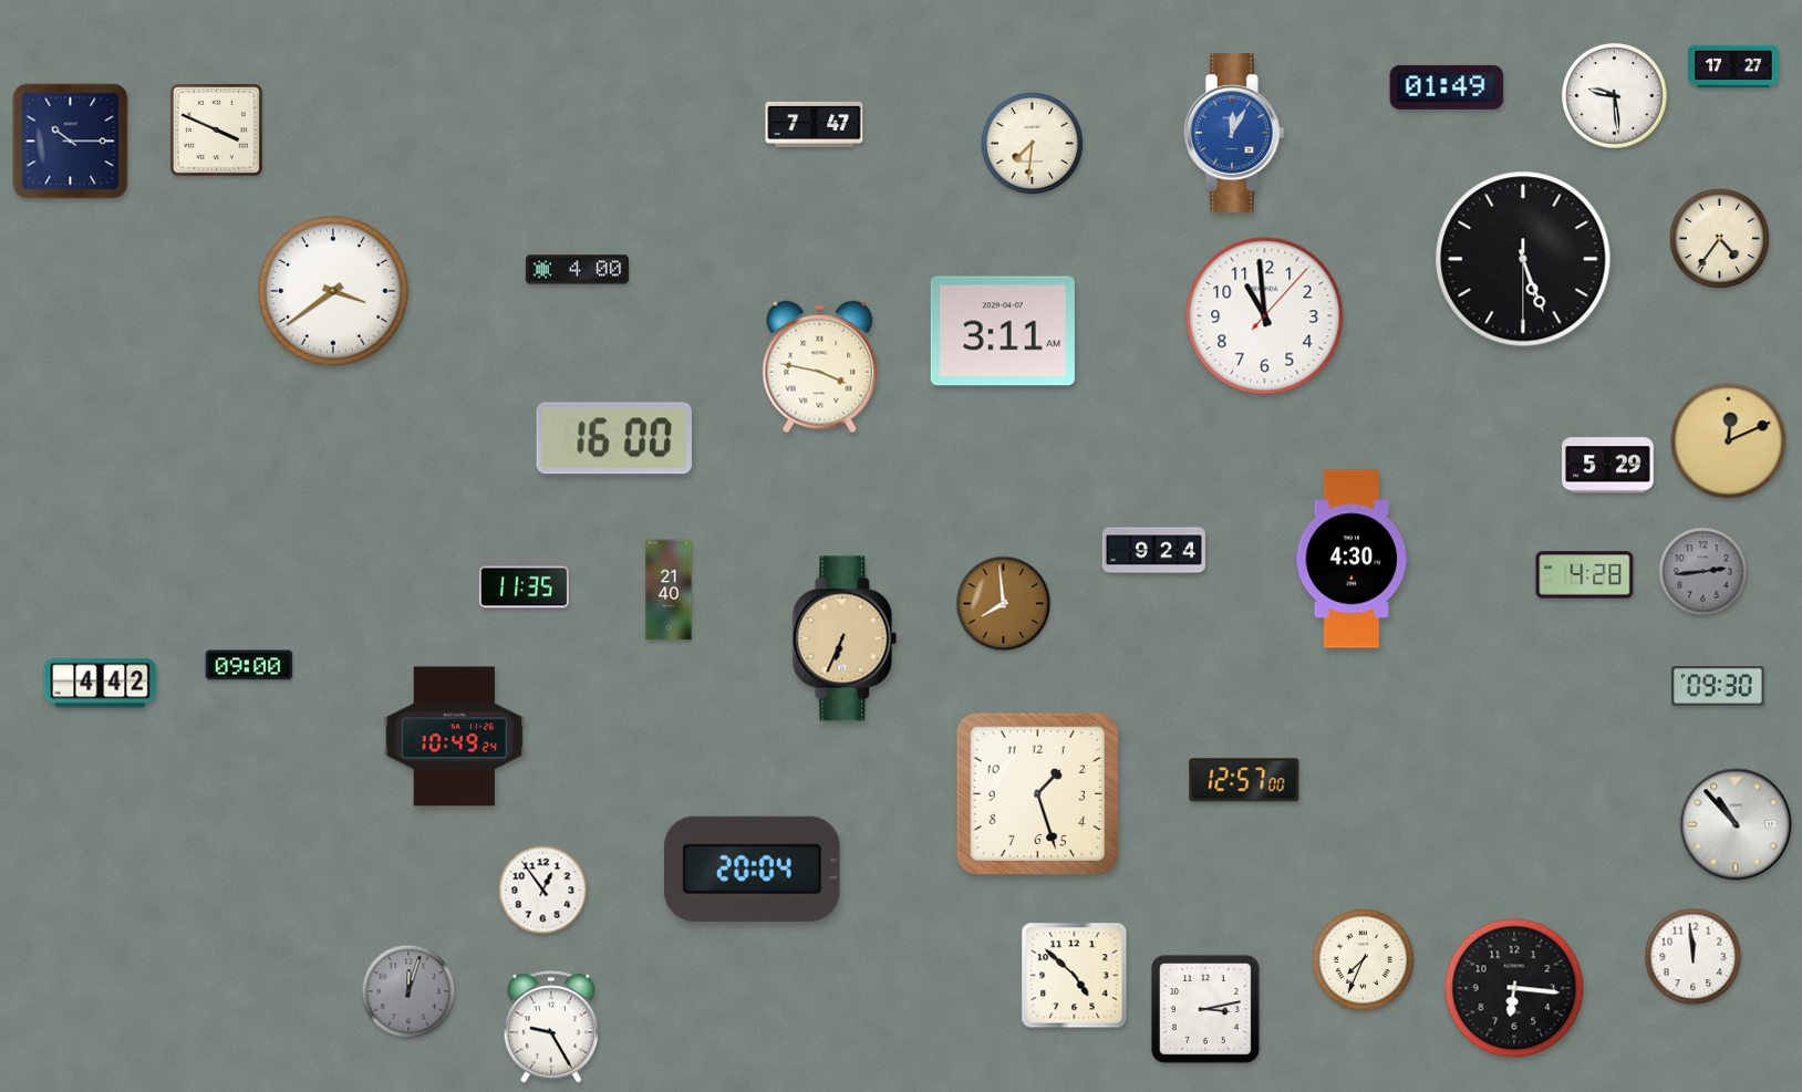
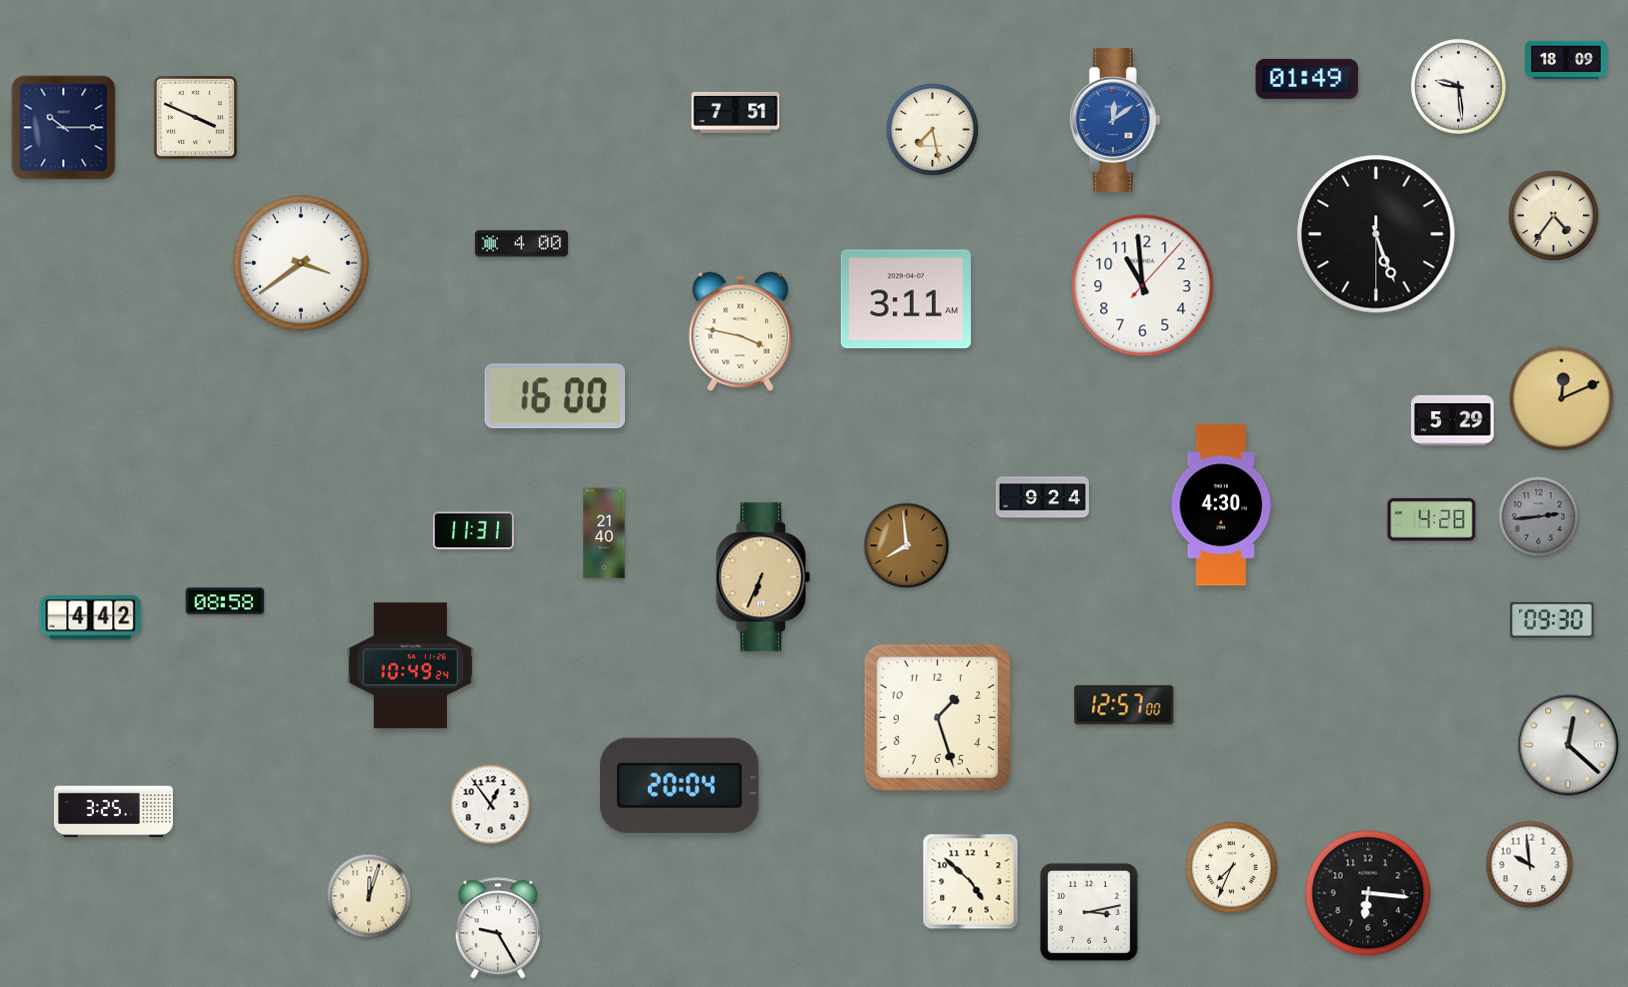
clock at (1734, 66): 17:27 -> 18:09
clock at (815, 124): 7:47 -> 7:51
clock at (1234, 133): 12:05 -> 12:09
clock at (1032, 143): 7:31 -> 7:28
clock at (524, 587): 11:35 -> 11:31
clock at (249, 665): 09:00 -> 08:58
clock at (1736, 824): 10:53 -> 12:22
clock at (113, 812): none -> 3:25
clock at (1694, 957): 11:59 -> 9:59
clock at (408, 991) dial: grey -> cream
